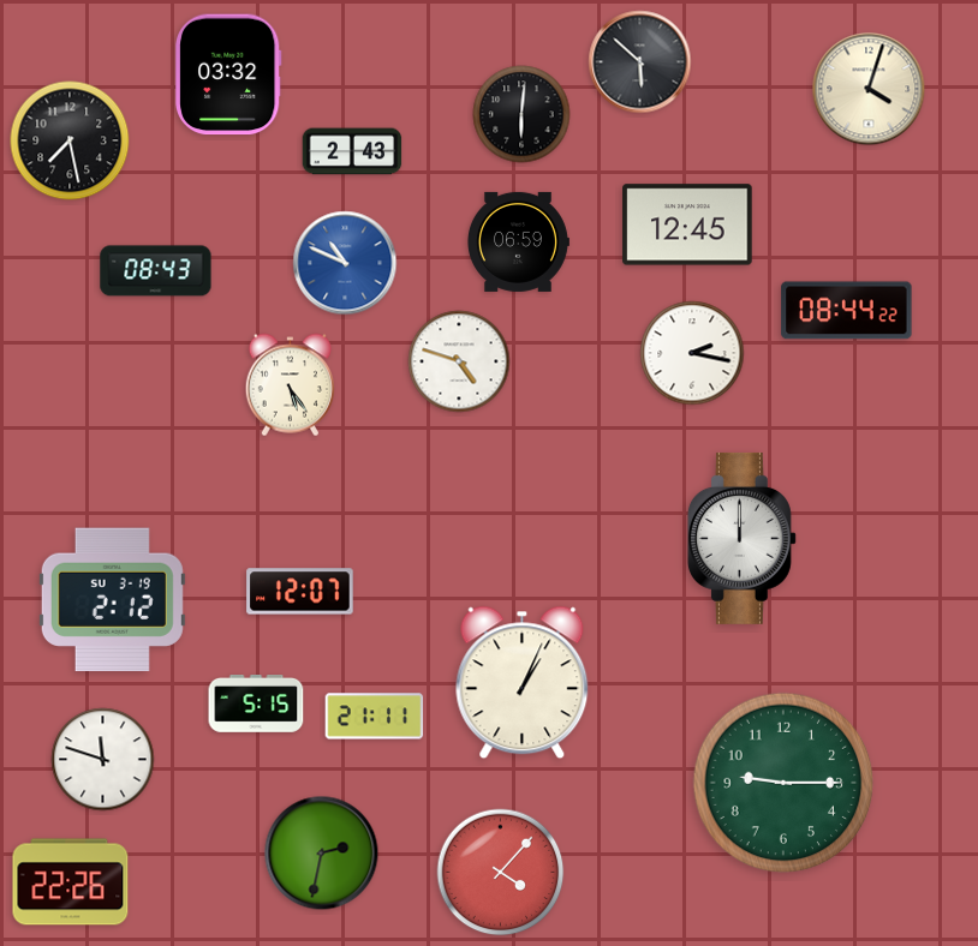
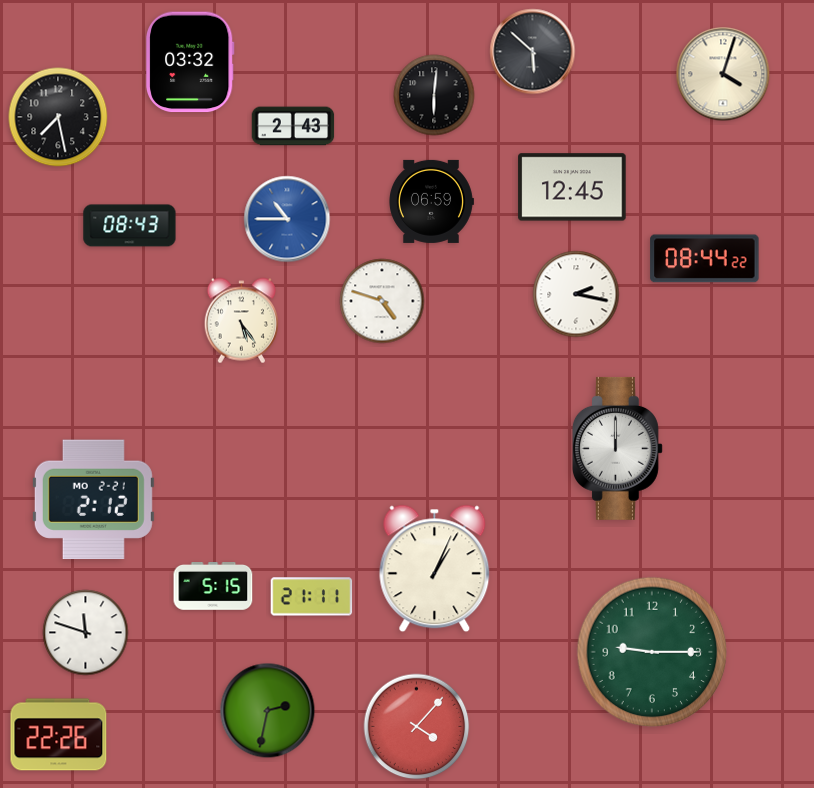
clock at (345, 263): 10:49 -> 10:45
clock at (300, 592): 12:07 -> none
clock at (112, 600) date: SU 3-19 -> MO 2-21
